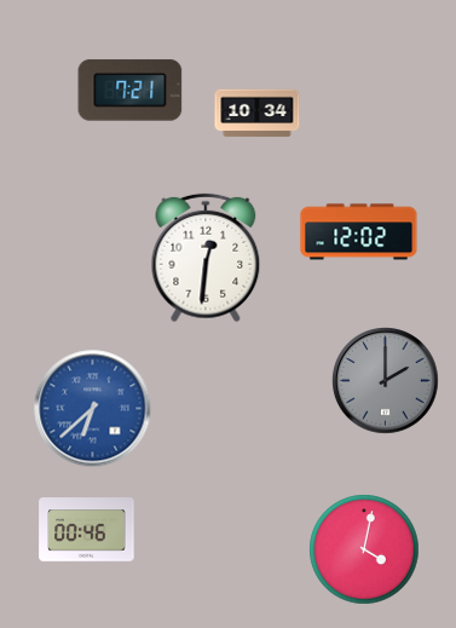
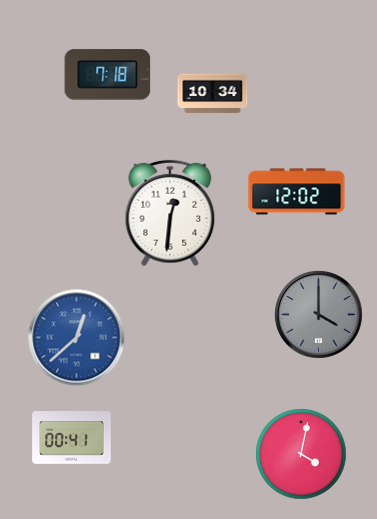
clock at (131, 91): 7:21 -> 7:18
clock at (386, 381): 2:00 -> 4:00
clock at (93, 409): 6:38 -> 12:38
clock at (87, 530): 00:46 -> 00:41
